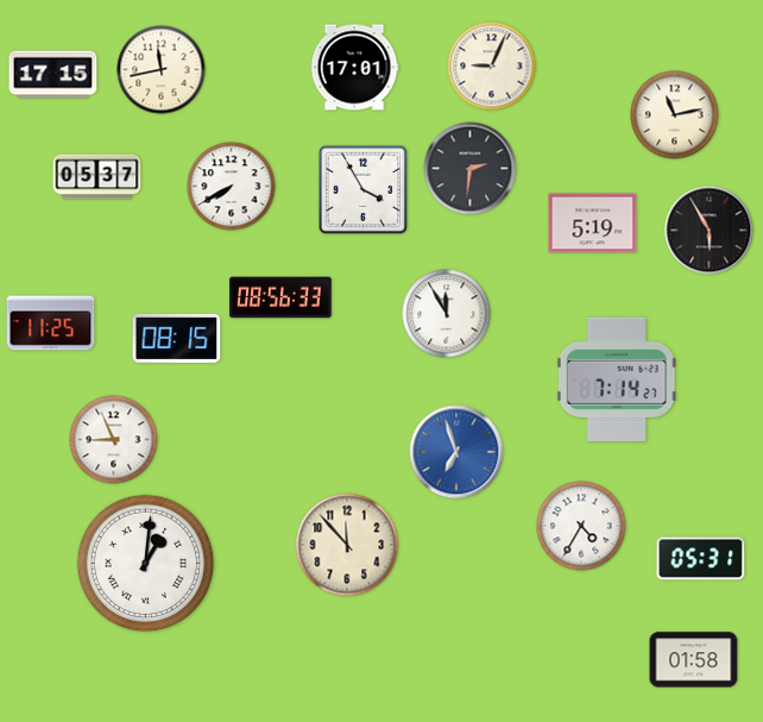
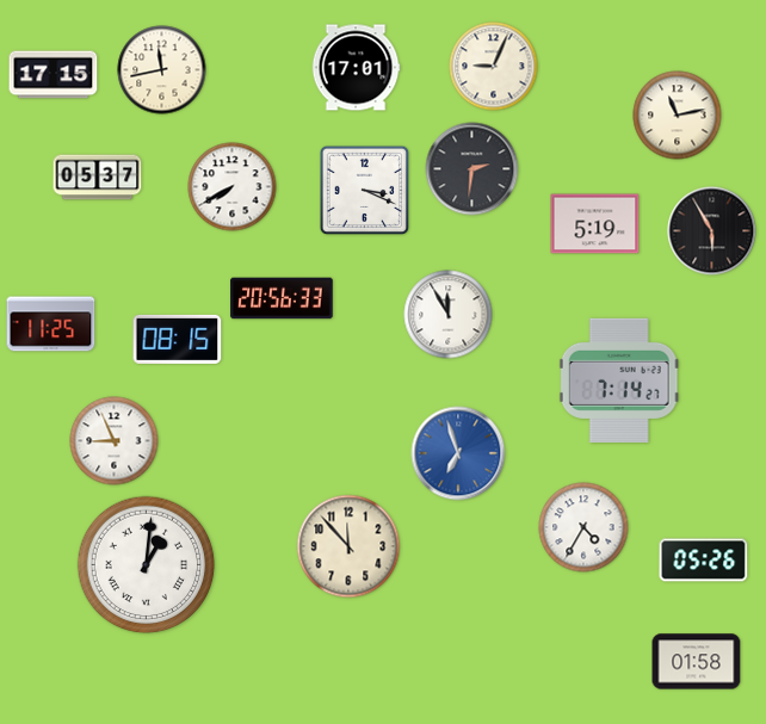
clock at (364, 190): 3:55 -> 3:19
clock at (280, 297): 08:56 -> 20:56
clock at (701, 559): 05:31 -> 05:26
